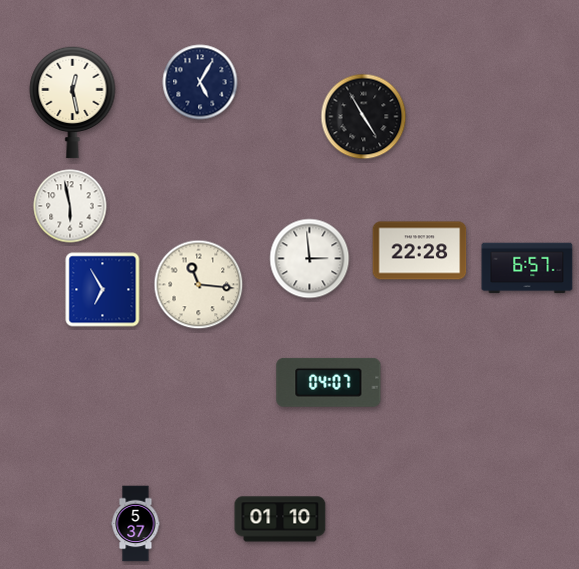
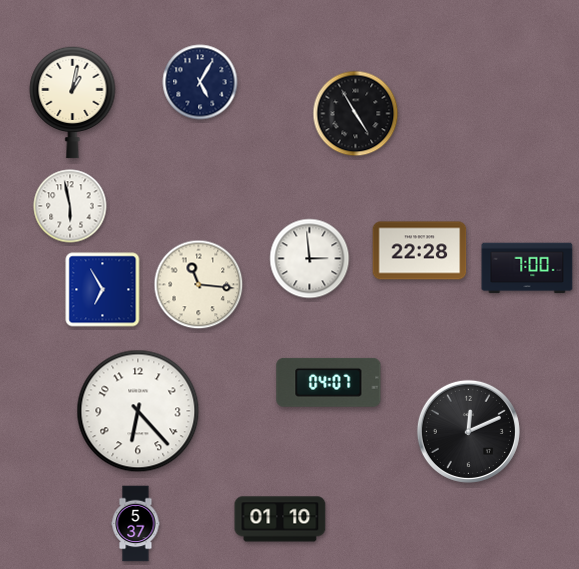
clock at (73, 102): 12:28 -> 1:02
clock at (364, 117) position: (364, 117) -> (356, 114)
clock at (527, 268): 6:57 -> 7:00
clock at (138, 411): none -> 6:23
clock at (468, 431): none -> 12:11
